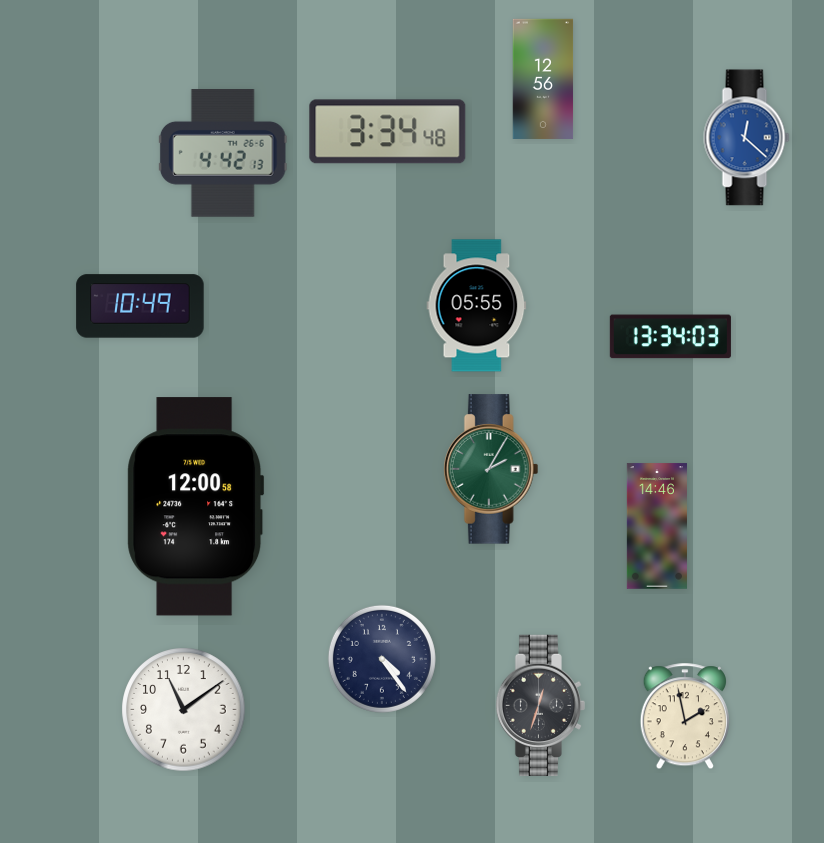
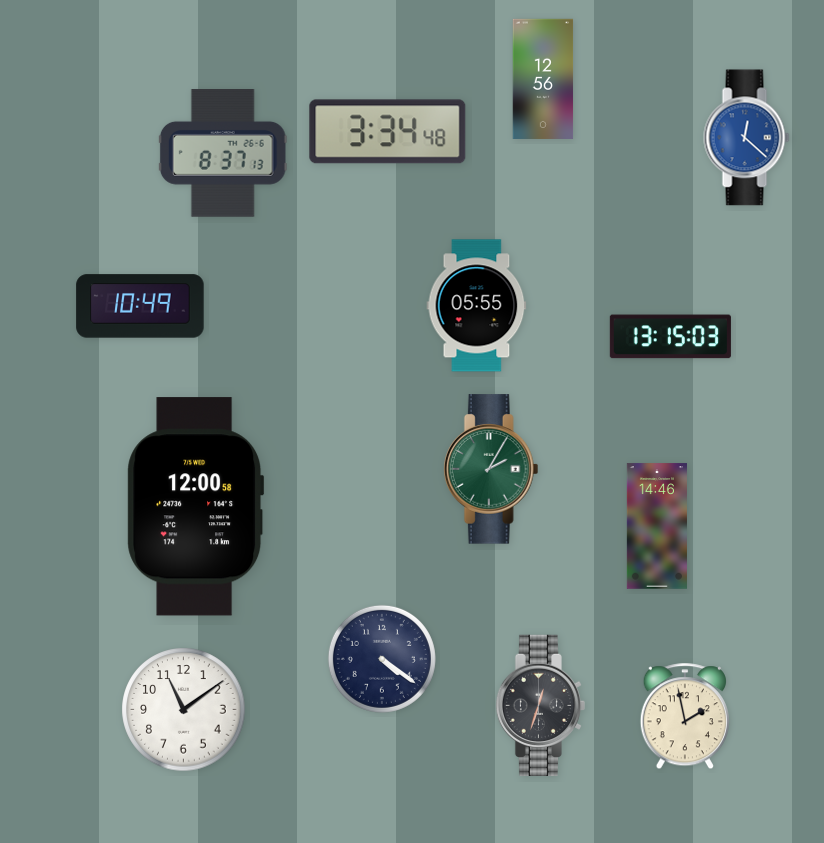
clock at (223, 153): 4:42 -> 8:37
clock at (670, 337): 13:34 -> 13:15
clock at (382, 659): 4:24 -> 4:21
